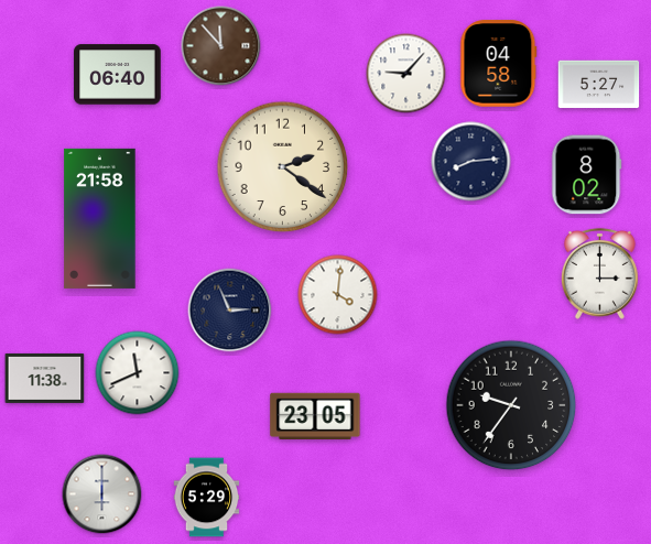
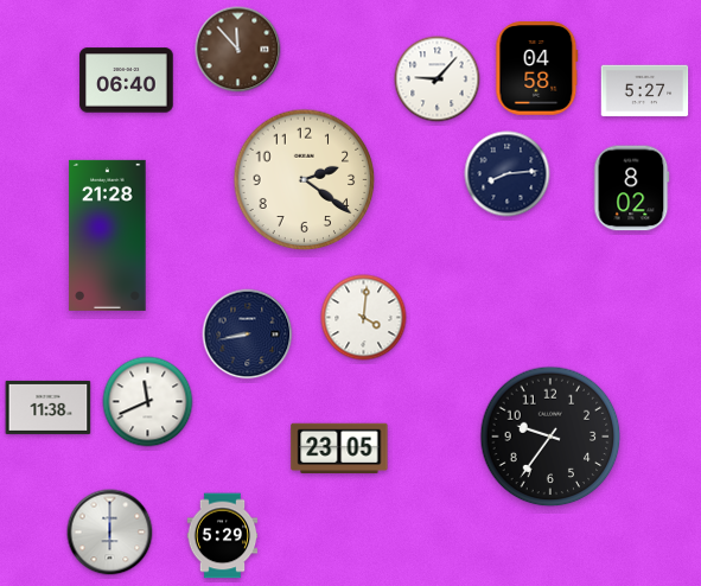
clock at (100, 218): 21:58 -> 21:28
clock at (599, 273): 3:00 -> none
clock at (230, 311): 2:56 -> 8:43
